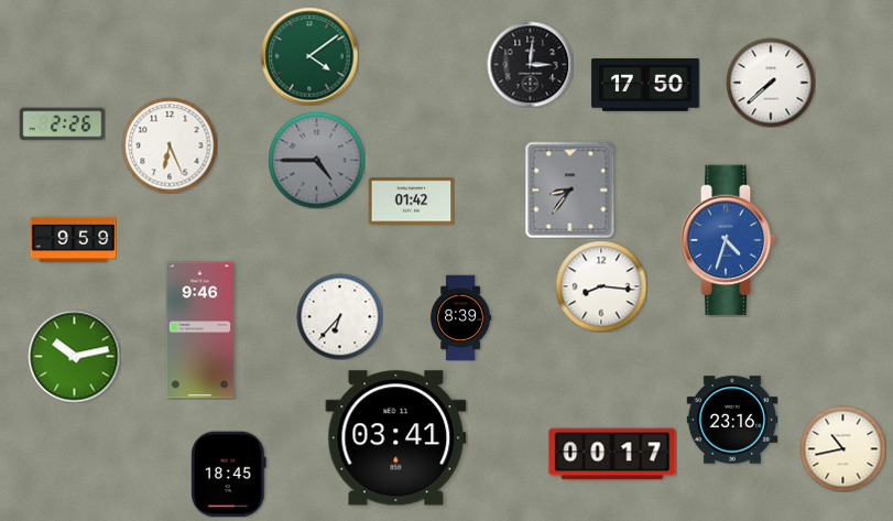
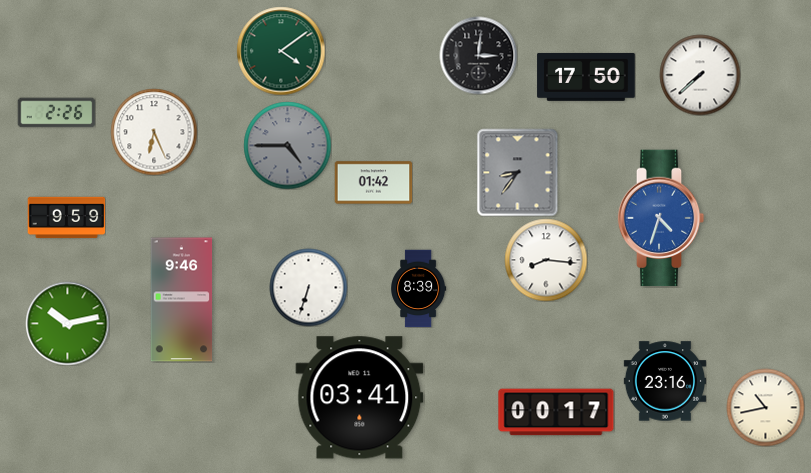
clock at (530, 64) position: (530, 64) -> (478, 55)
clock at (339, 316): 6:37 -> 6:33
clock at (229, 474): 18:45 -> none
